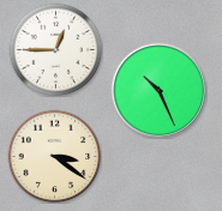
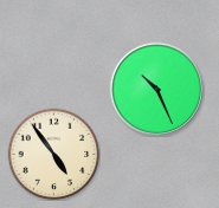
clock at (55, 49): 12:45 -> none
clock at (54, 156): 3:21 -> 4:54
